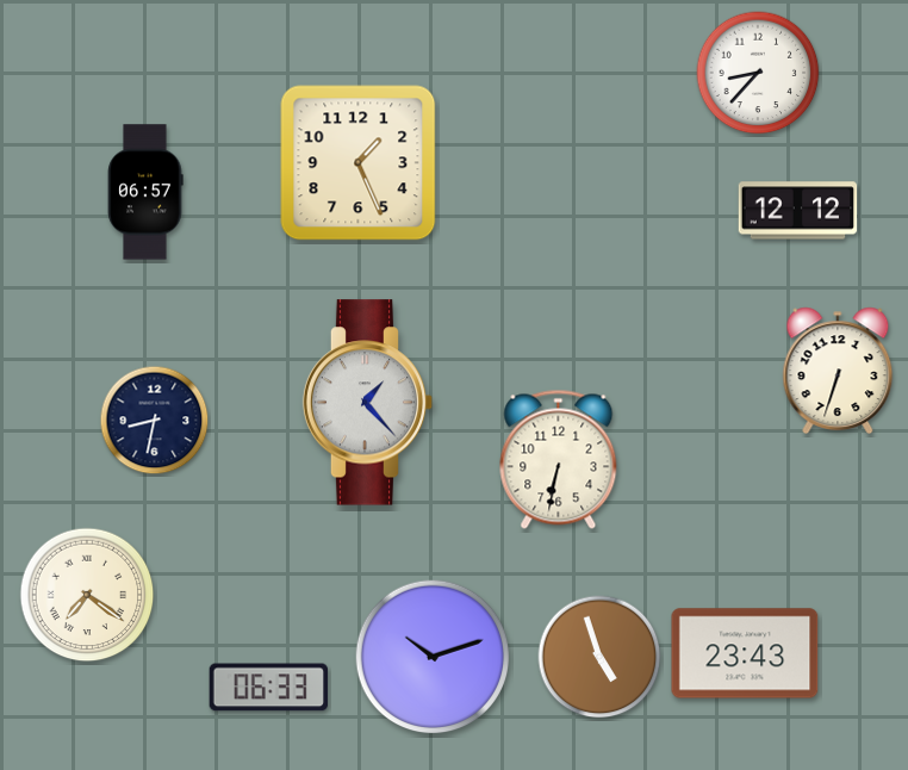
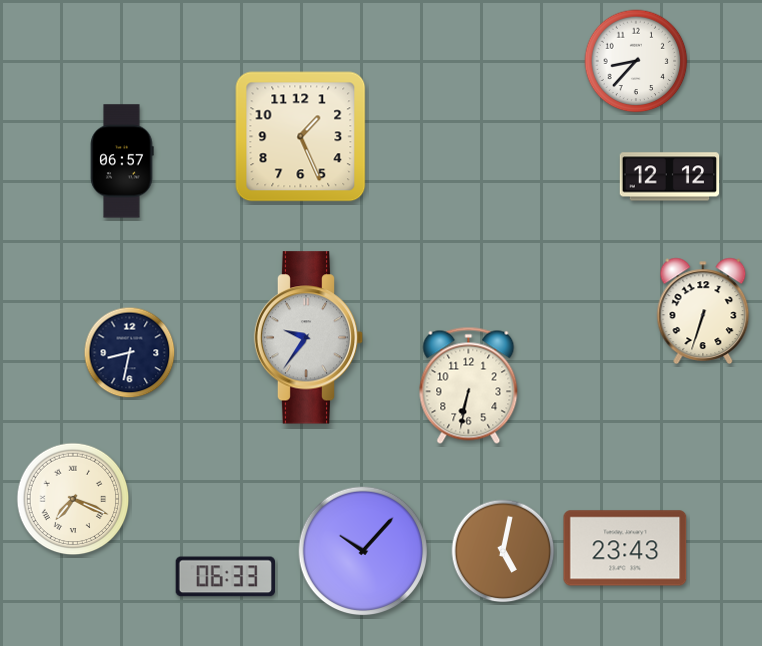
clock at (368, 403): 1:23 -> 9:36
clock at (87, 595): 7:21 -> 7:19
clock at (433, 657): 10:12 -> 10:07
clock at (599, 657): 4:57 -> 5:02
